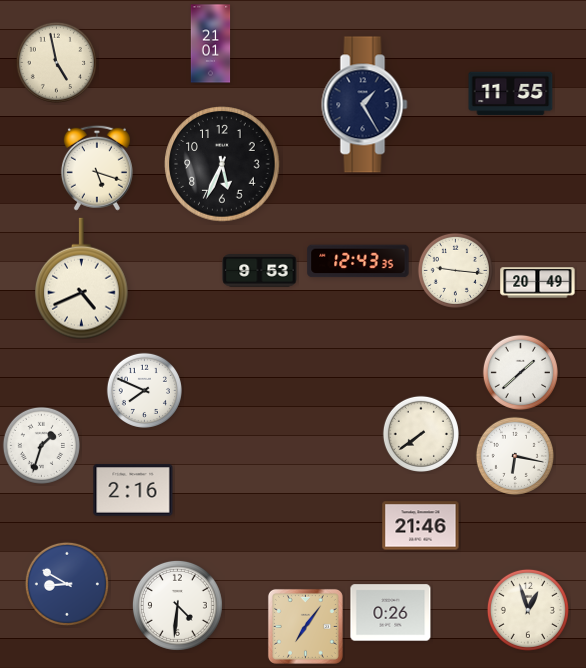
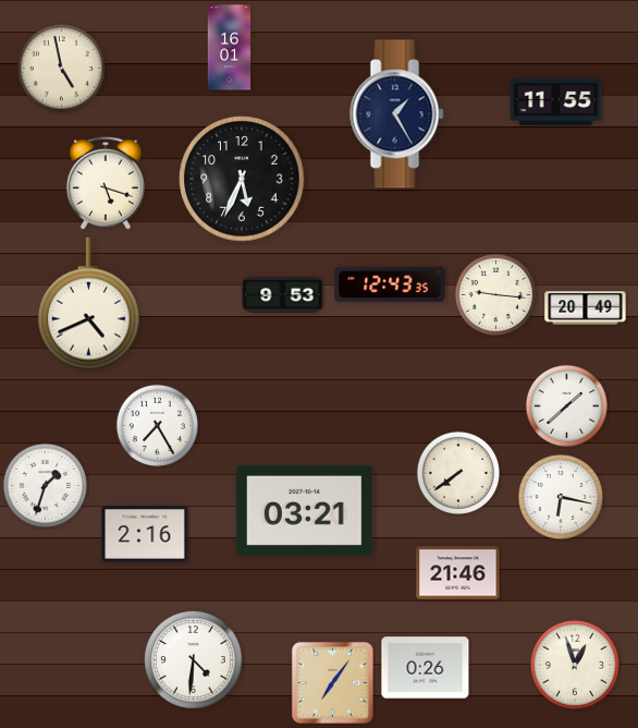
clock at (211, 44): 21:01 -> 16:01
clock at (144, 390): 7:49 -> 7:25
clock at (304, 510): none -> 03:21
clock at (67, 584): 8:50 -> none
